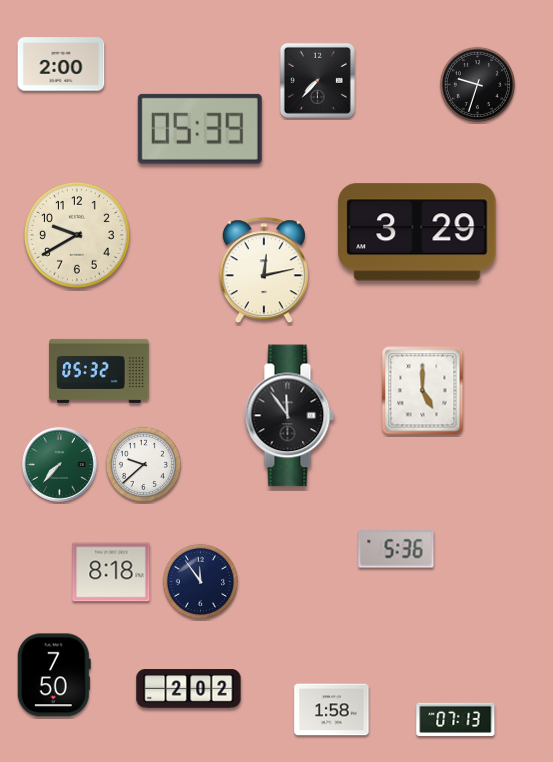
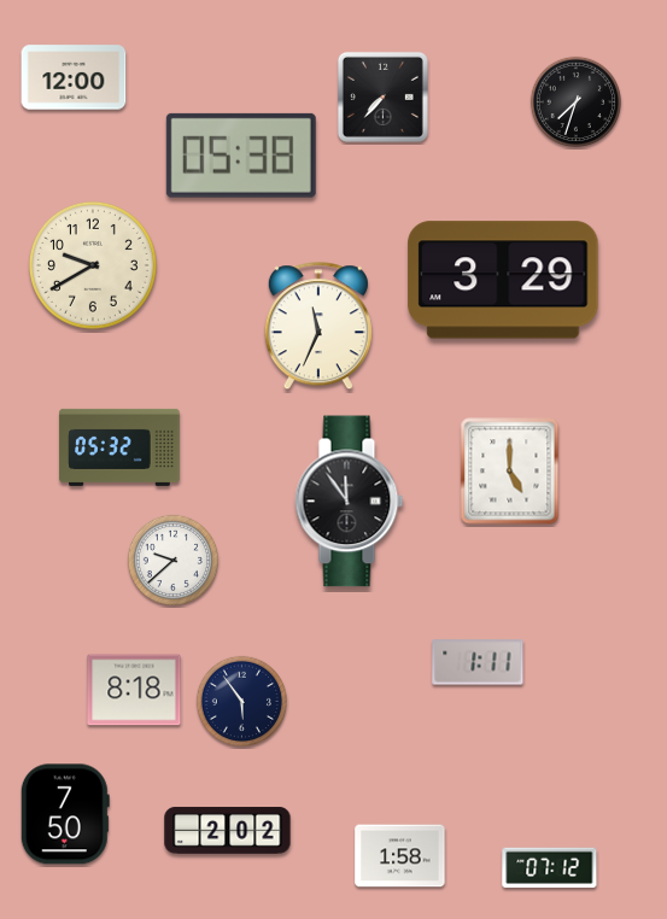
clock at (61, 64): 2:00 -> 12:00
clock at (477, 84): 9:33 -> 7:33
clock at (200, 129): 05:39 -> 05:38
clock at (77, 235) position: (77, 235) -> (93, 265)
clock at (264, 271): 12:13 -> 11:34
clock at (60, 465): 7:37 -> none
clock at (396, 549): 5:36 -> 1:11
clock at (200, 581): 11:54 -> 5:54
clock at (456, 719): 07:13 -> 07:12
